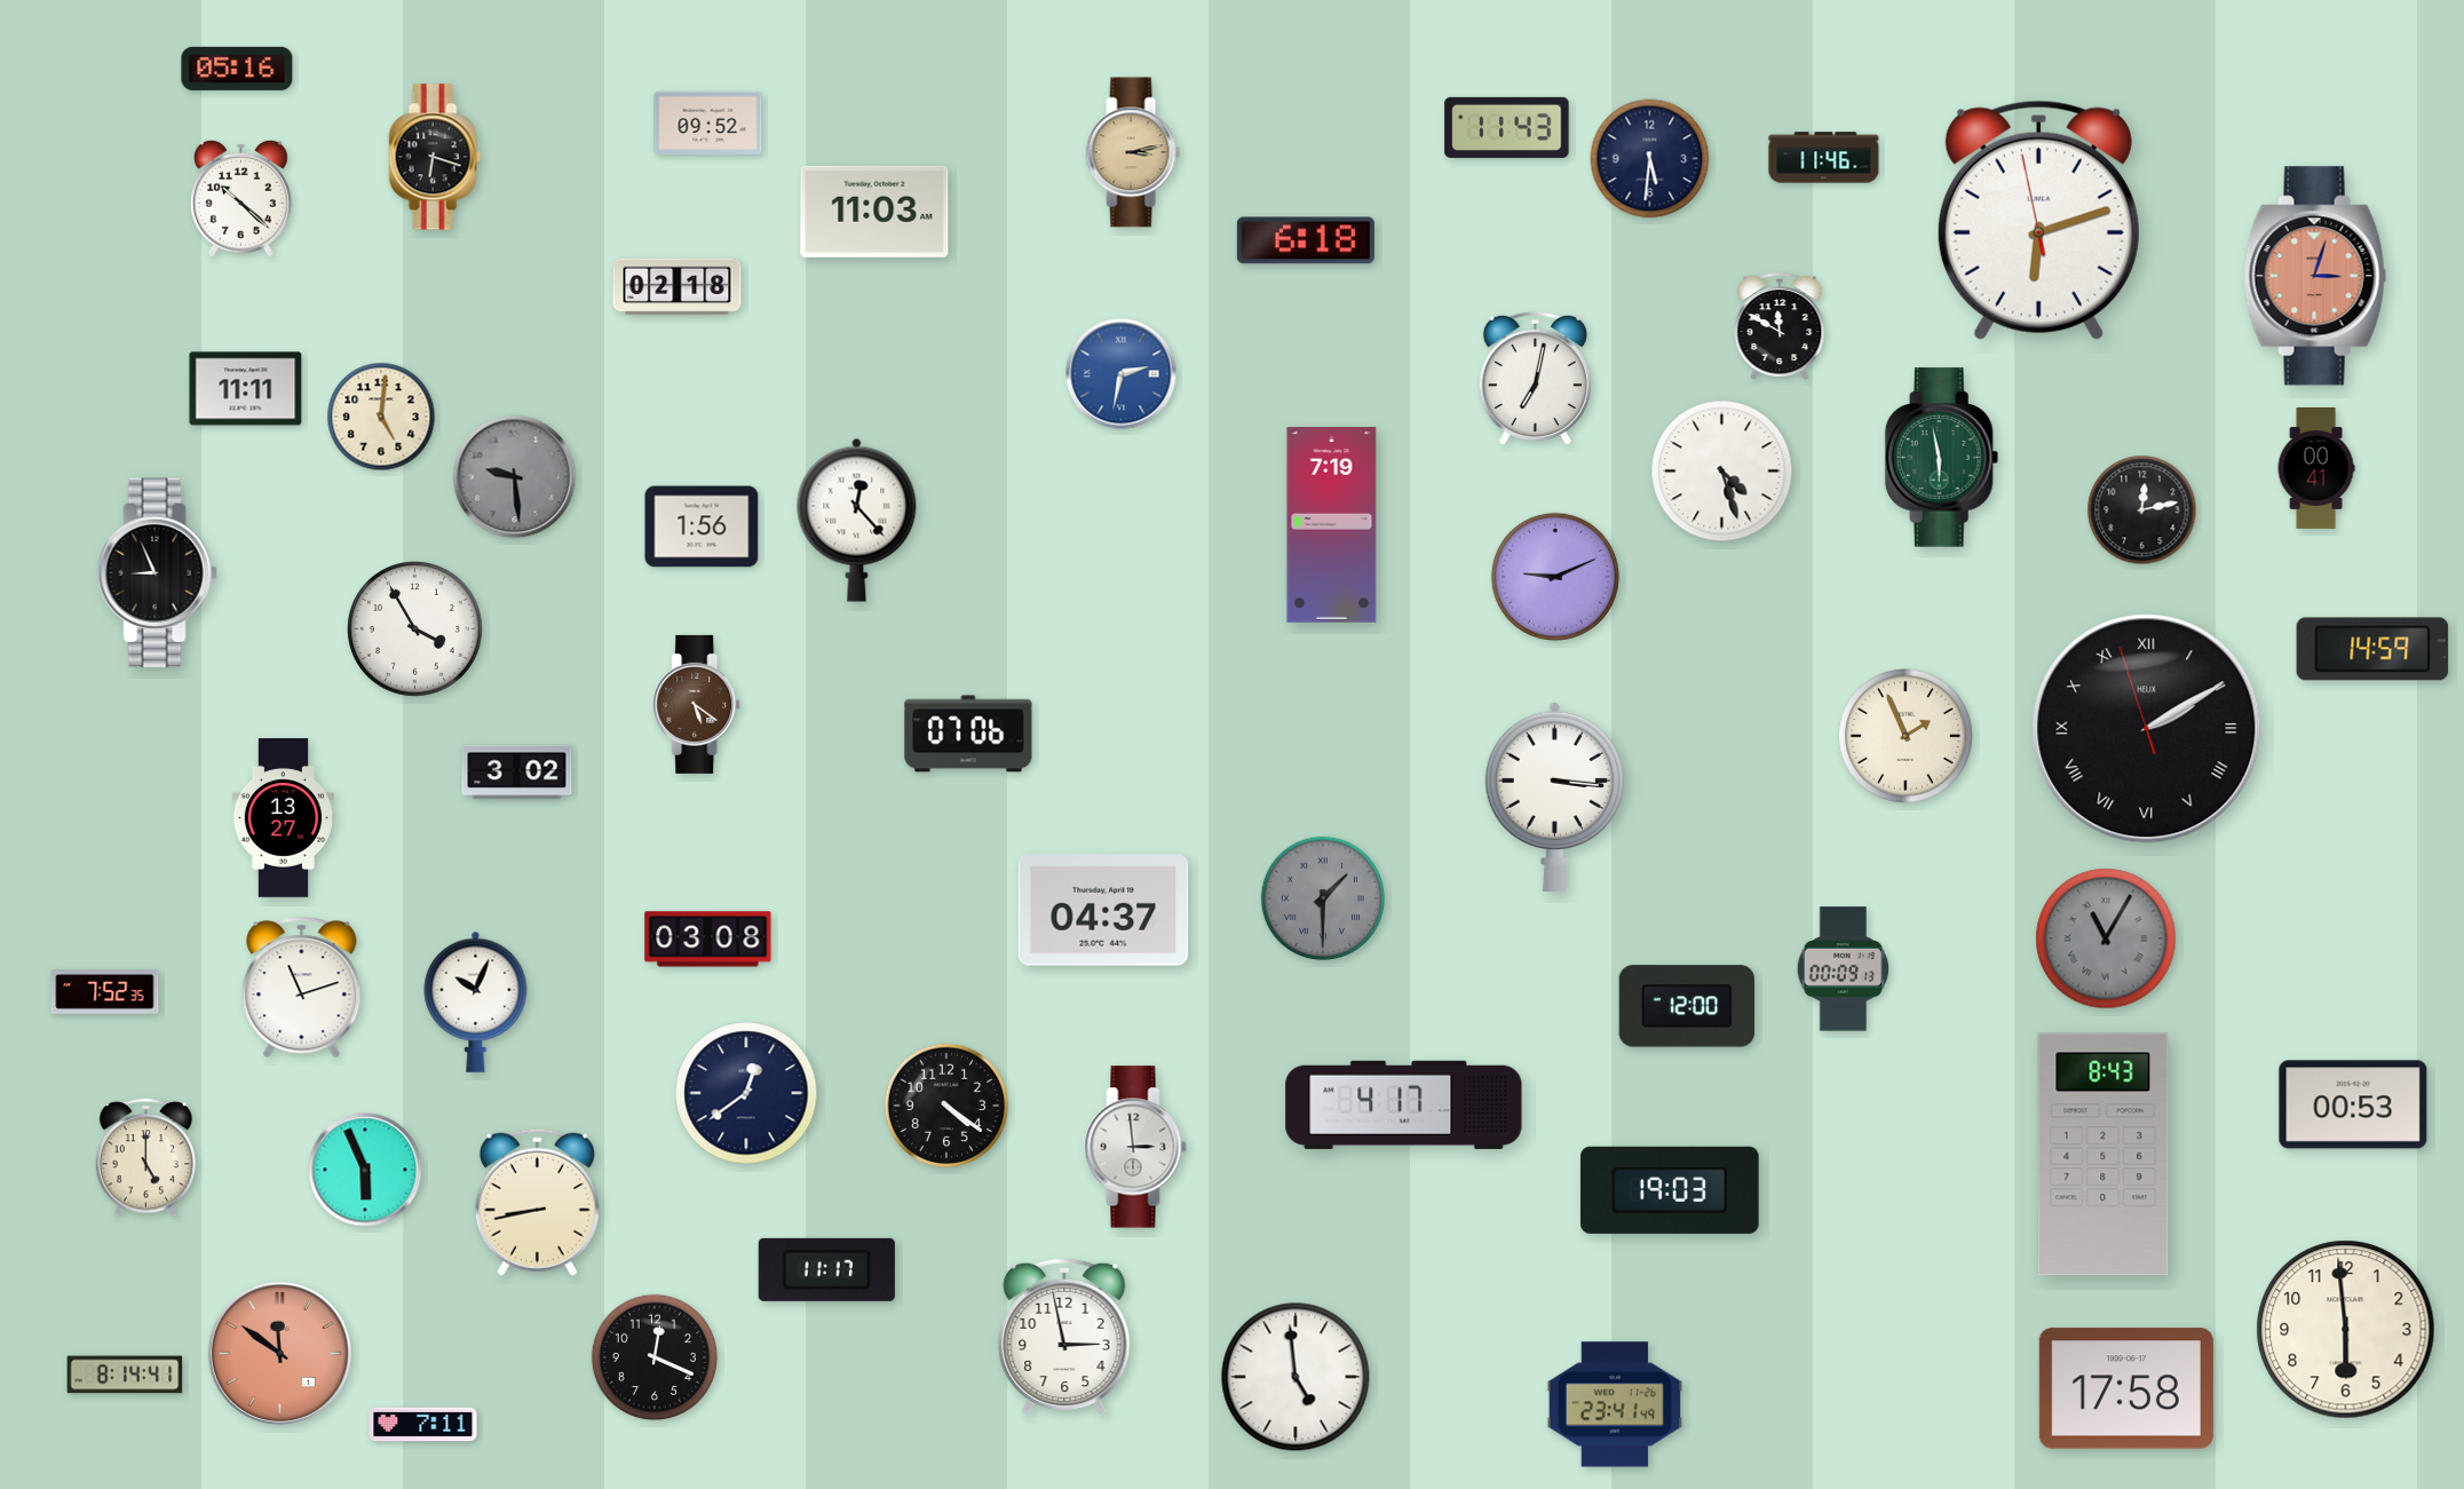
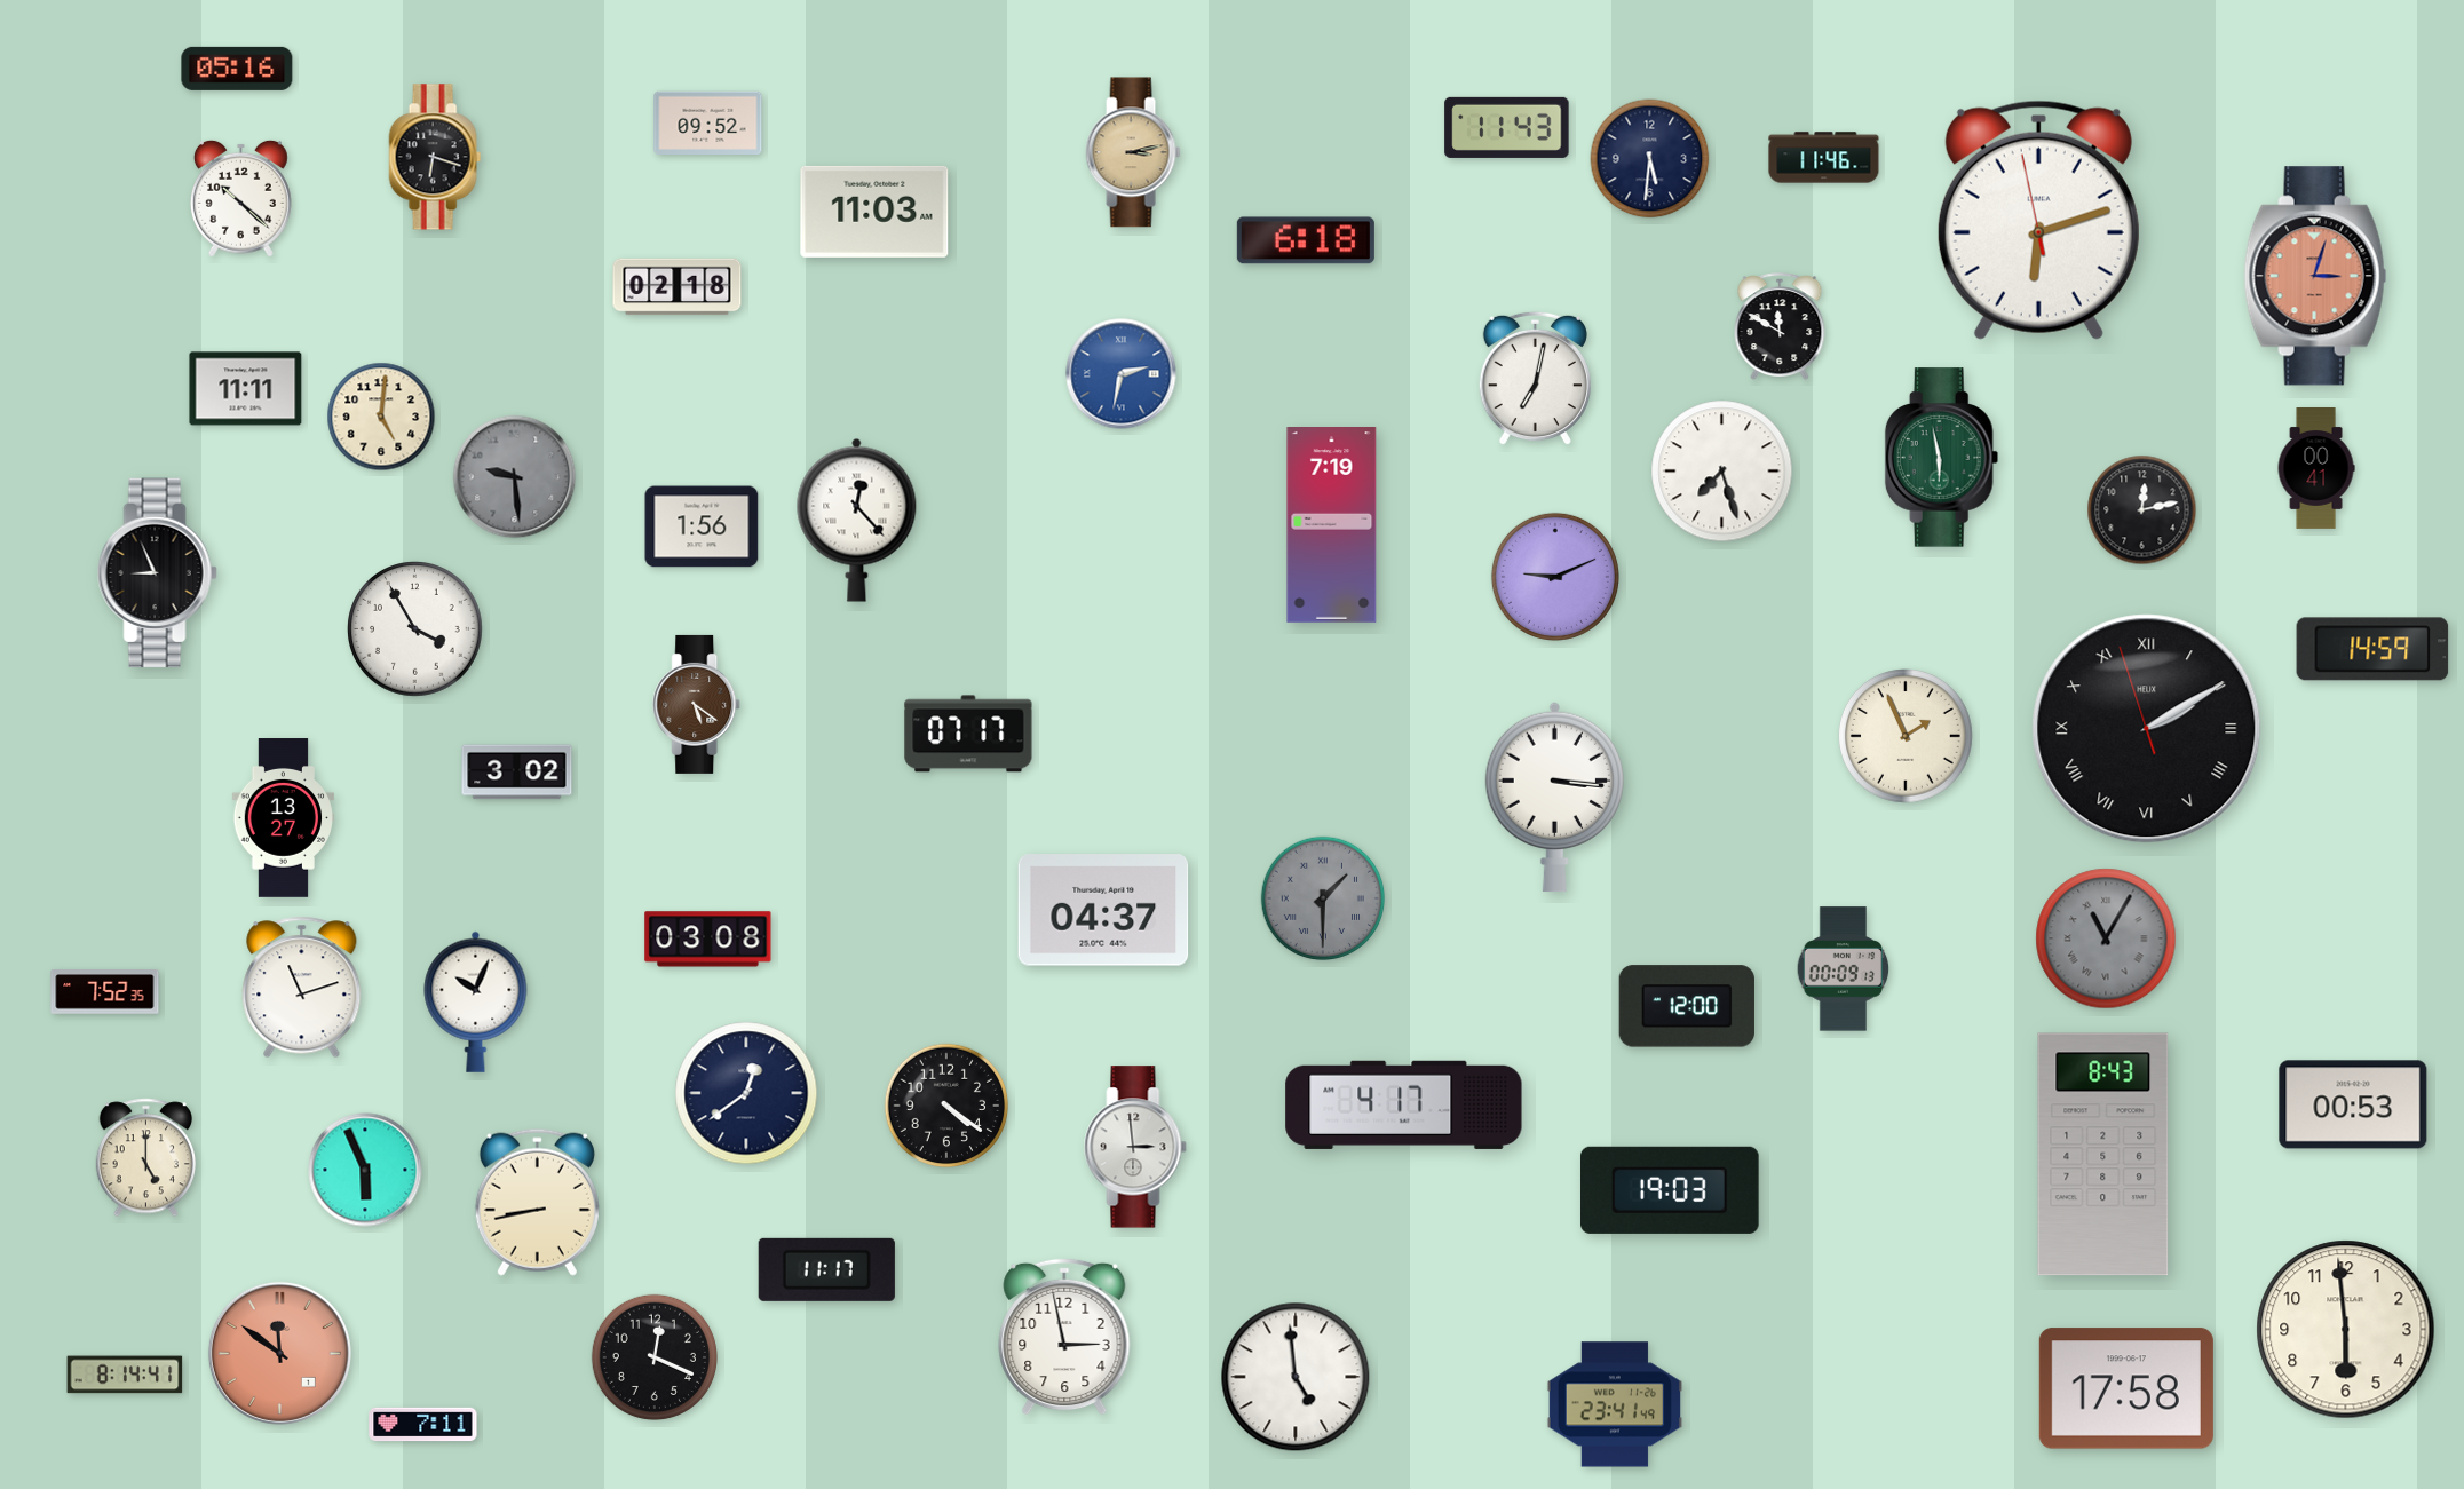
clock at (1722, 472): 4:27 -> 7:27
clock at (968, 734): 07:06 -> 07:17
